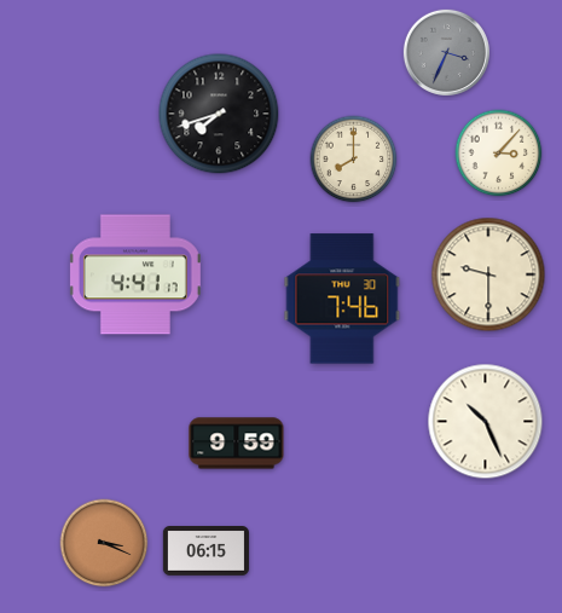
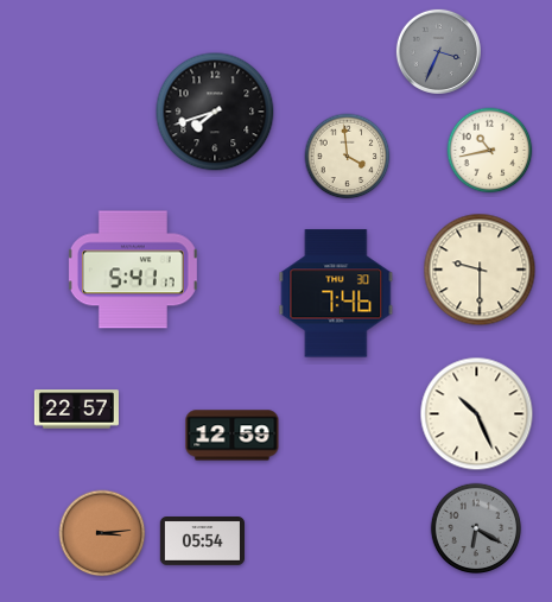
clock at (499, 154): 3:07 -> 10:43
clock at (354, 160): 8:00 -> 3:59
clock at (135, 274): 4:41 -> 5:41
clock at (76, 410): none -> 22:57
clock at (237, 444): 9:59 -> 12:59
clock at (476, 528): none -> 6:20
clock at (104, 543): 3:19 -> 3:14
clock at (205, 551): 06:15 -> 05:54
